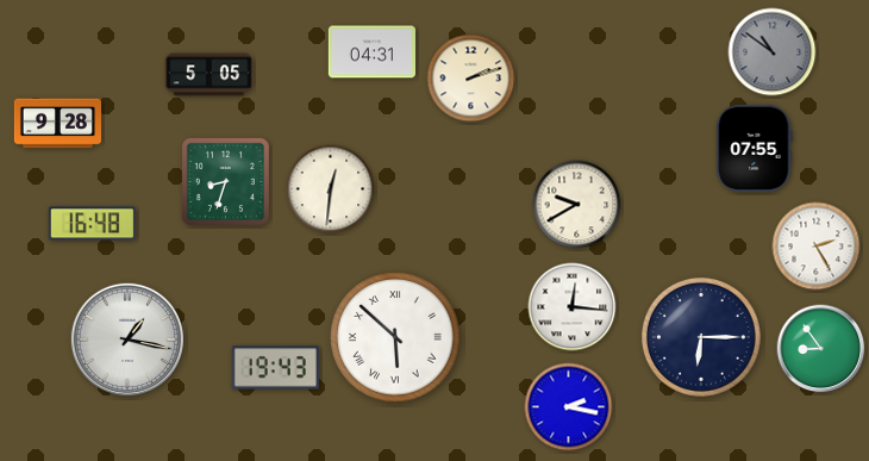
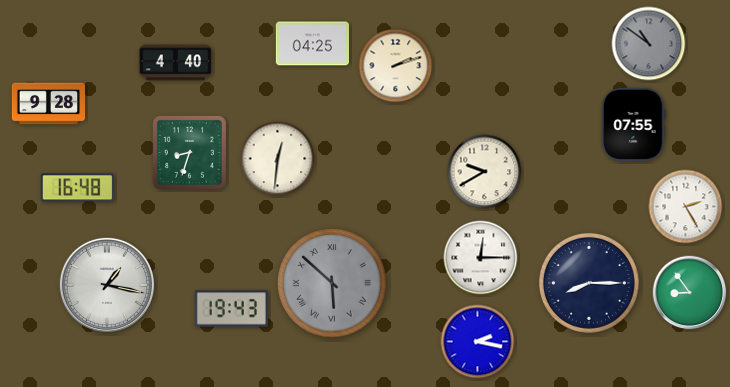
clock at (371, 52): 04:31 -> 04:25
clock at (208, 75): 5:05 -> 4:40
clock at (573, 307): 12:16 -> 12:15
clock at (395, 337) dial: white -> grey
clock at (701, 337): 6:15 -> 8:15
